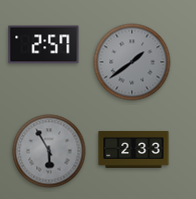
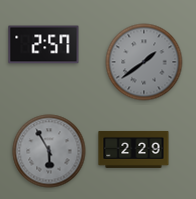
clock at (132, 62) position: (132, 62) -> (144, 62)
clock at (134, 149): 2:33 -> 2:29
